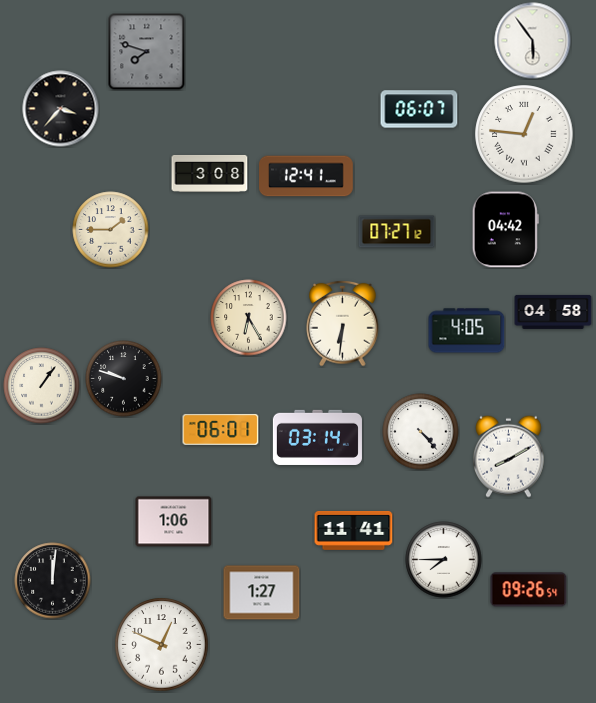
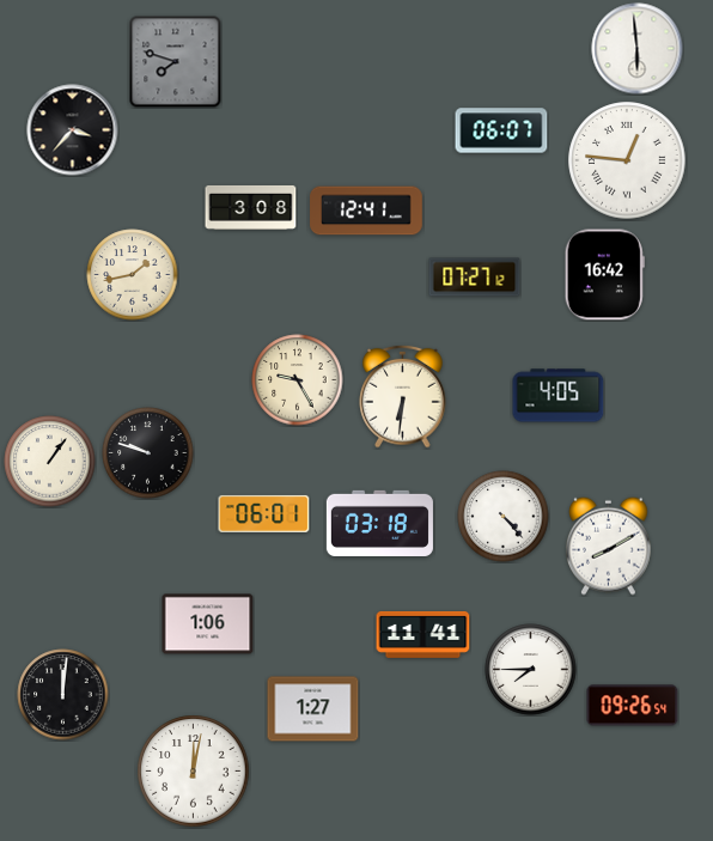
clock at (533, 41): 5:54 -> 5:59
clock at (111, 230): 1:45 -> 1:43
clock at (505, 230): 04:42 -> 16:42
clock at (553, 312): 04:58 -> none
clock at (249, 318): 6:25 -> 9:25
clock at (343, 323) position: (343, 323) -> (403, 396)
clock at (317, 437): 03:14 -> 03:18
clock at (162, 645): 12:49 -> 12:02
